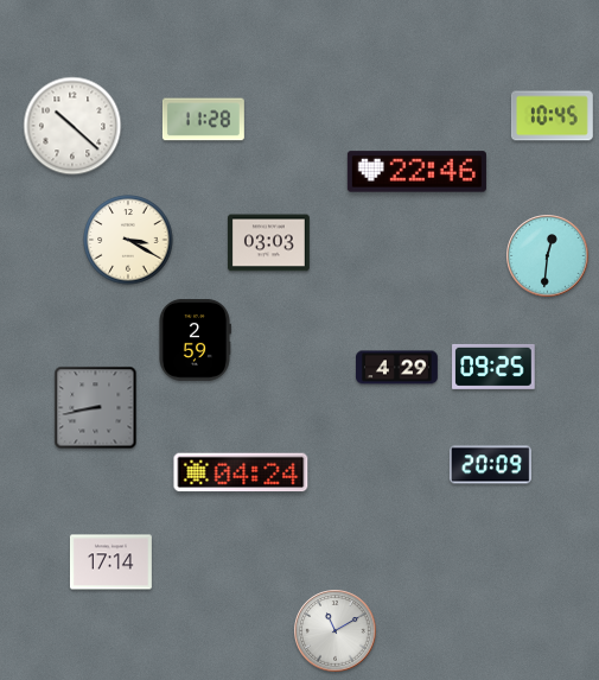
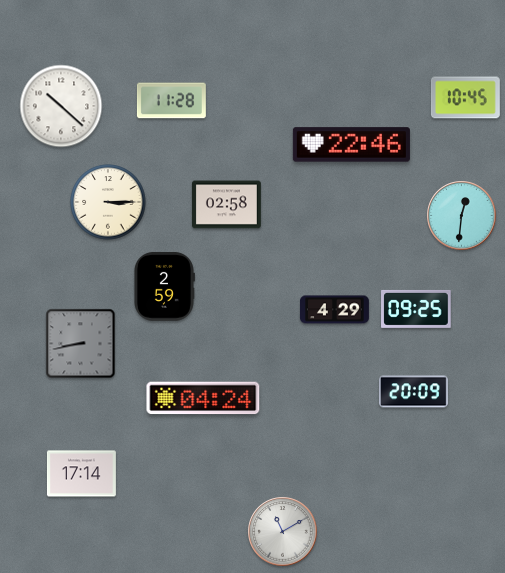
clock at (128, 240): 3:20 -> 3:15
clock at (268, 243): 03:03 -> 02:58
clock at (110, 563) position: (110, 563) -> (81, 474)
